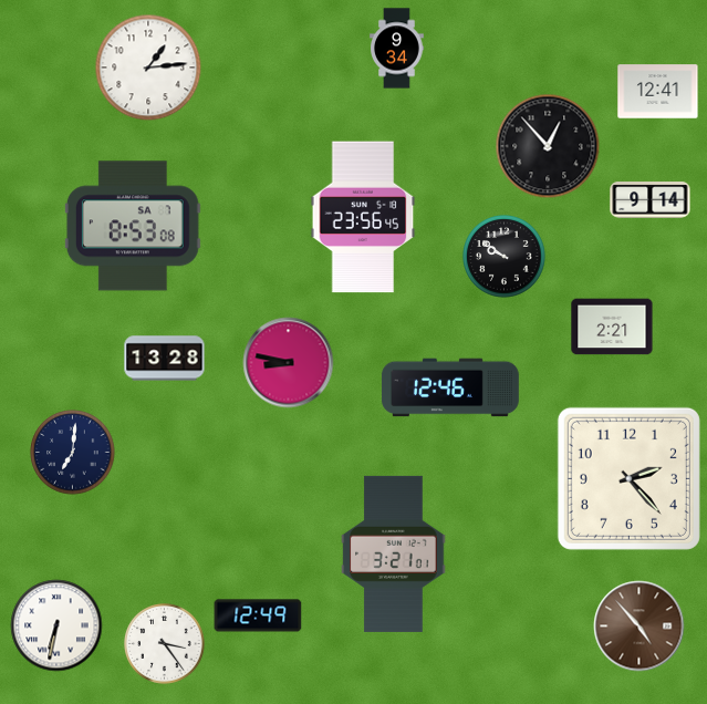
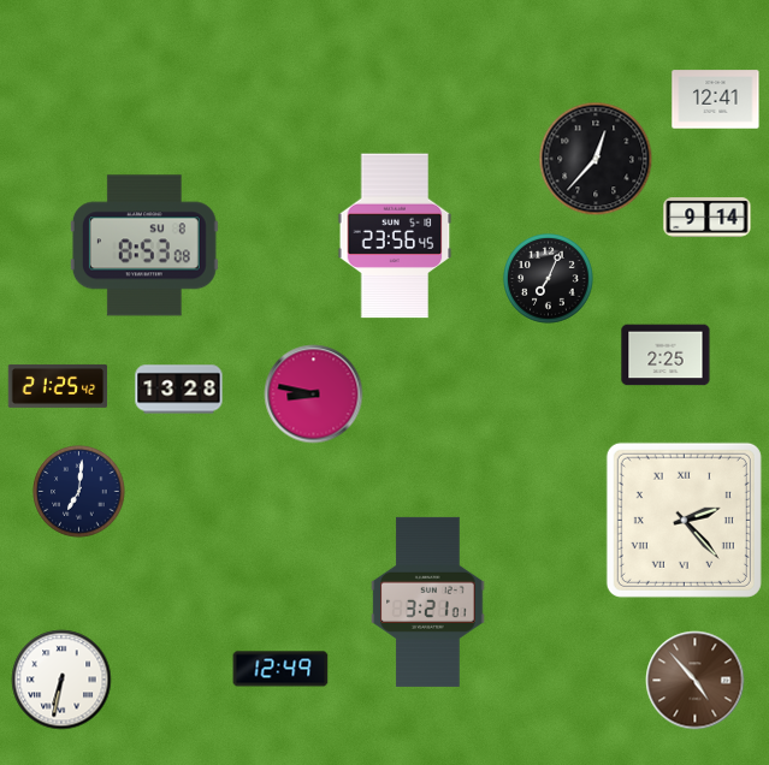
clock at (397, 49): 9:34 -> none
clock at (148, 68): 1:14 -> none
clock at (548, 146): 12:53 -> 12:37
clock at (133, 226) date: SA 7 -> SU 8
clock at (505, 257): 9:51 -> 7:04
clock at (612, 327): 2:21 -> 2:25
clock at (58, 386): none -> 21:25
clock at (450, 387): 12:46 -> none
clock at (628, 478) numerals: Arabic -> Roman
clock at (165, 644): 3:24 -> none
